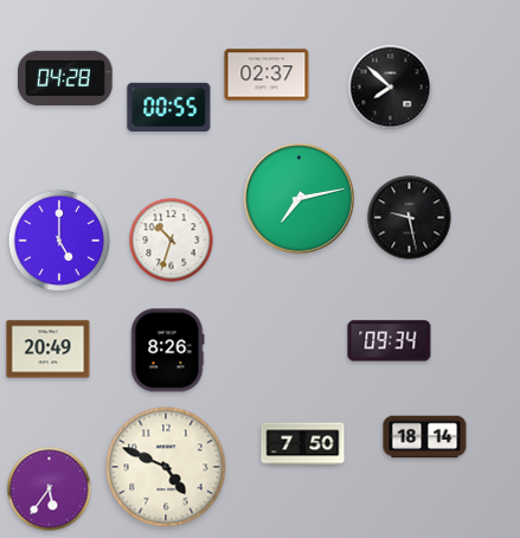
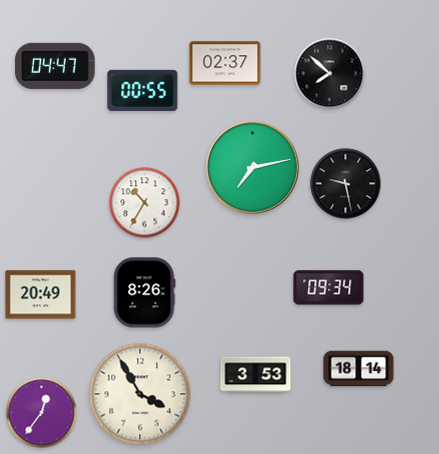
clock at (65, 78): 04:28 -> 04:47
clock at (59, 241): 5:00 -> none
clock at (172, 241): 10:33 -> 10:35
clock at (167, 351) position: (167, 351) -> (144, 293)
clock at (303, 444): 7:50 -> 3:53
clock at (166, 467): 4:49 -> 3:55
clock at (50, 489): 5:36 -> 12:36
